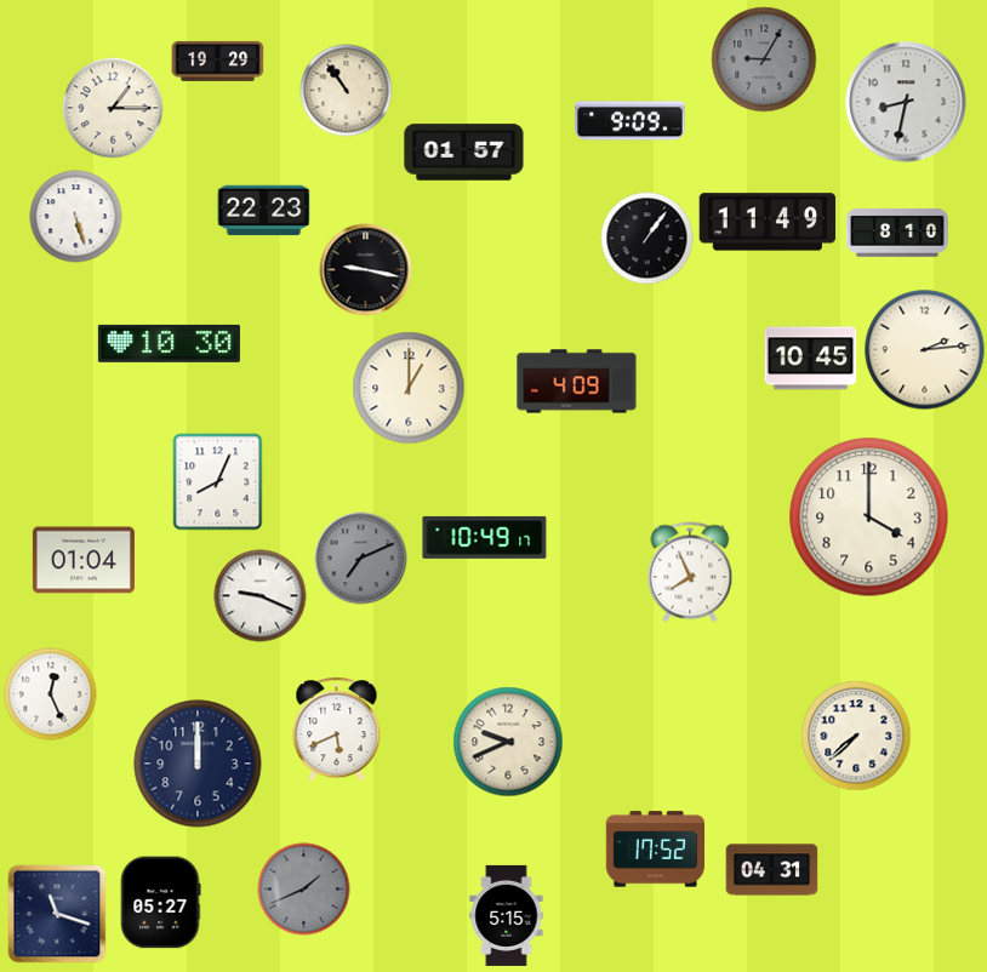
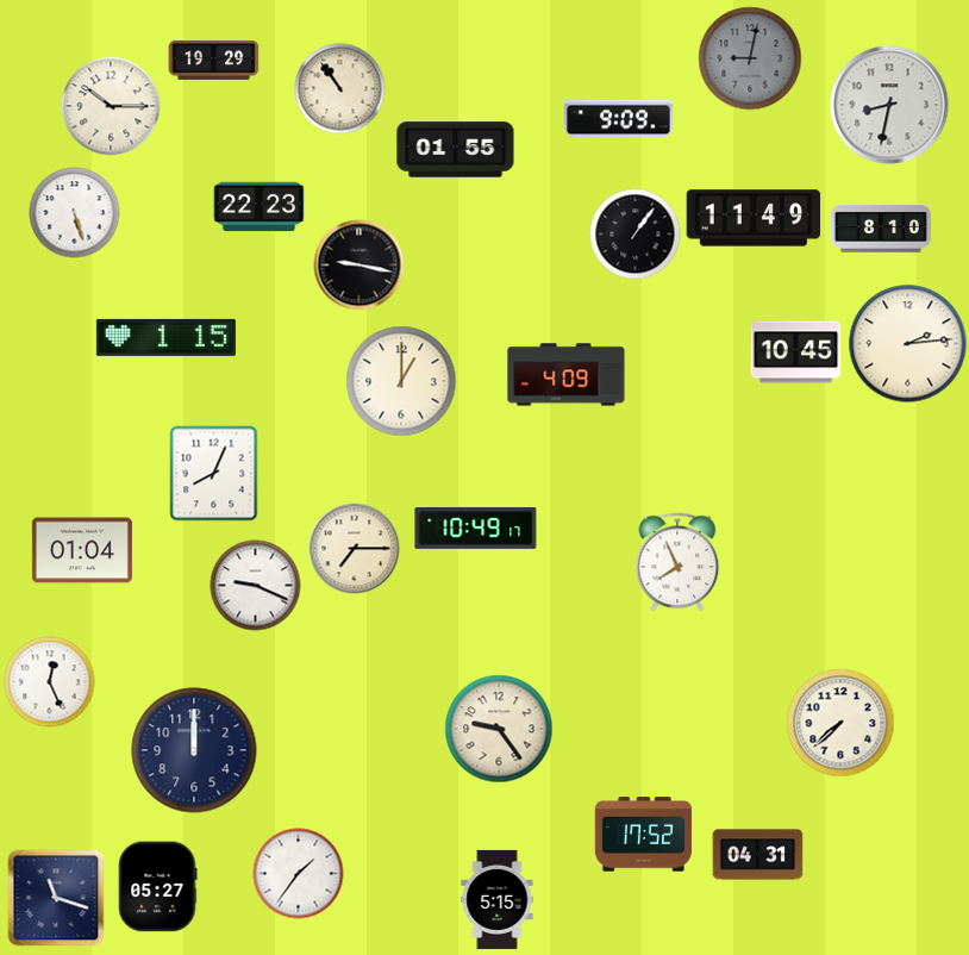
clock at (764, 59): 9:05 -> 9:02
clock at (906, 102) position: (906, 102) -> (889, 105)
clock at (113, 108): 1:15 -> 10:15
clock at (464, 153): 01:57 -> 01:55
clock at (169, 343): 10:30 -> 1:15
clock at (869, 518): 4:00 -> none
clock at (361, 559): 7:11 -> 7:15
clock at (361, 559) dial: grey -> cream
clock at (337, 730): 5:41 -> none
clock at (508, 742): 9:41 -> 9:24
clock at (304, 890): 1:41 -> 1:36
clock at (304, 890) dial: grey -> white
